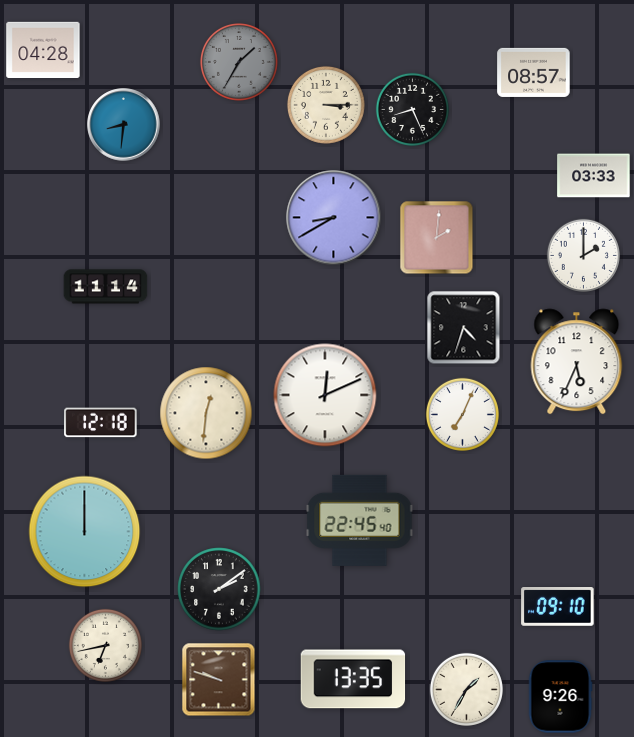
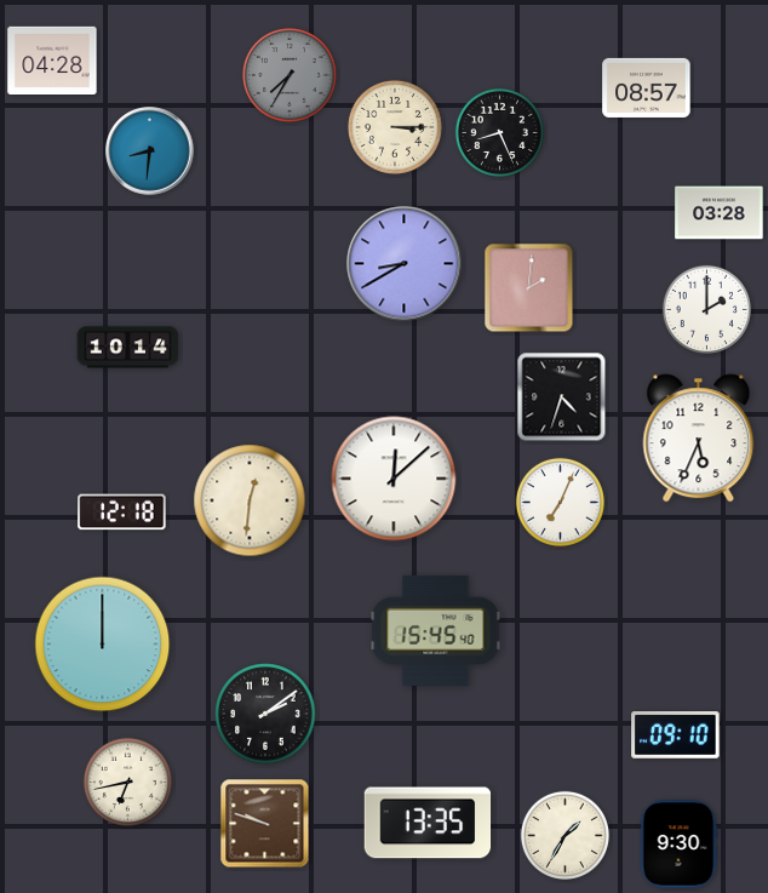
clock at (239, 62): 1:35 -> 7:35
clock at (594, 176): 03:33 -> 03:28
clock at (106, 287): 11:14 -> 10:14
clock at (325, 395): 12:11 -> 12:08
clock at (360, 520): 22:45 -> 15:45
clock at (560, 697): 9:26 -> 9:30
